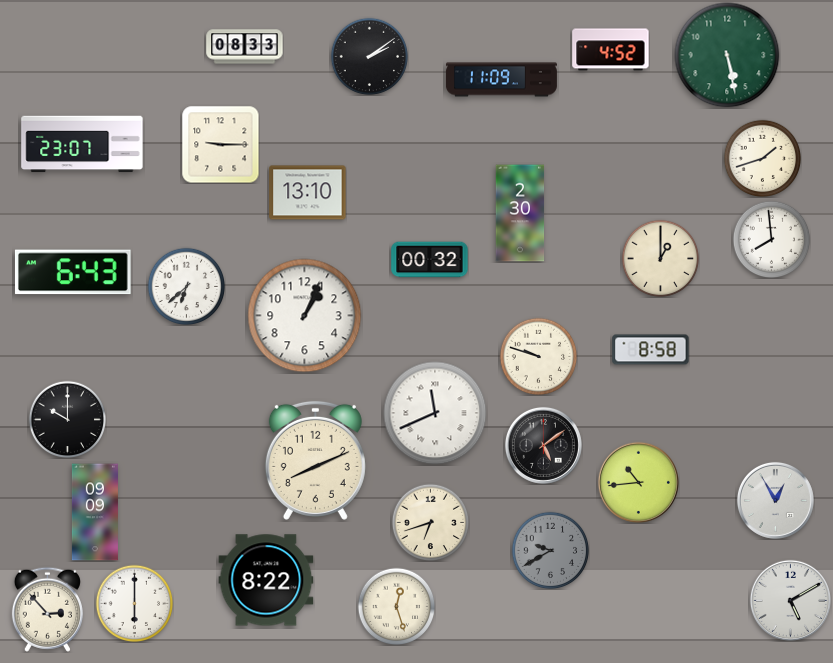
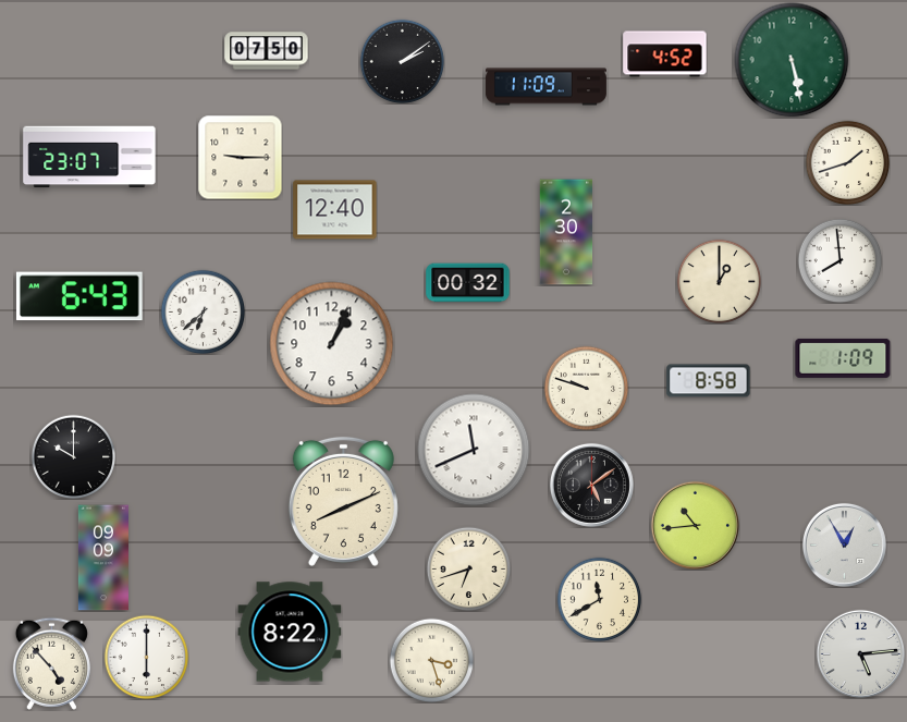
clock at (245, 47): 08:33 -> 07:50
clock at (762, 158) position: (762, 158) -> (847, 162)
clock at (308, 193): 13:10 -> 12:40
clock at (843, 358): none -> 1:09
clock at (550, 550): 9:40 -> 11:40
clock at (550, 550) dial: grey -> cream
clock at (790, 600): 5:10 -> 5:14
clock at (396, 606): 12:27 -> 3:27
clock at (47, 609): 2:53 -> 4:53
